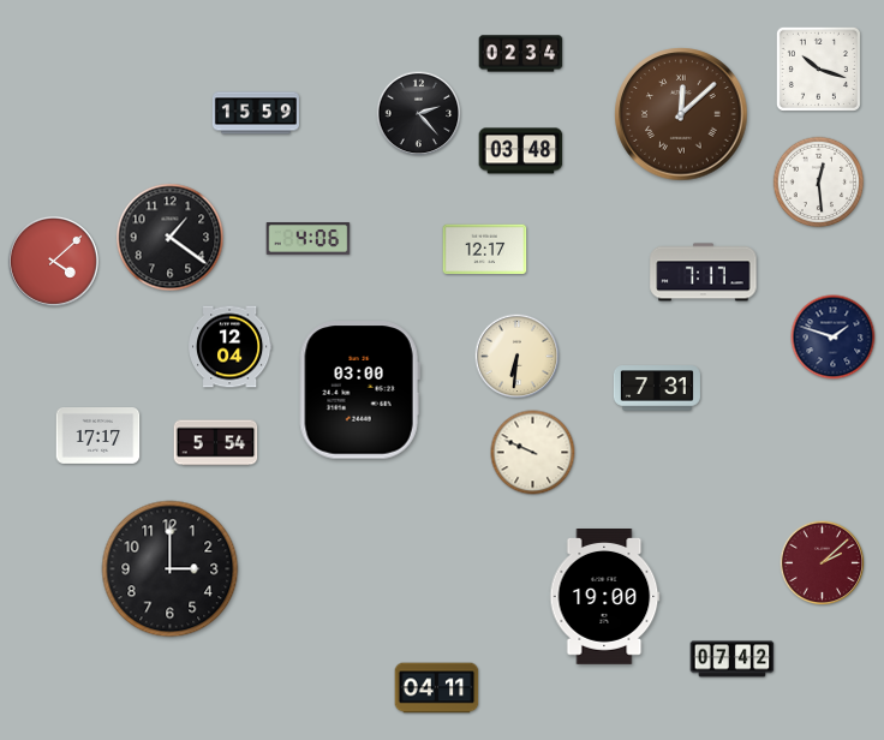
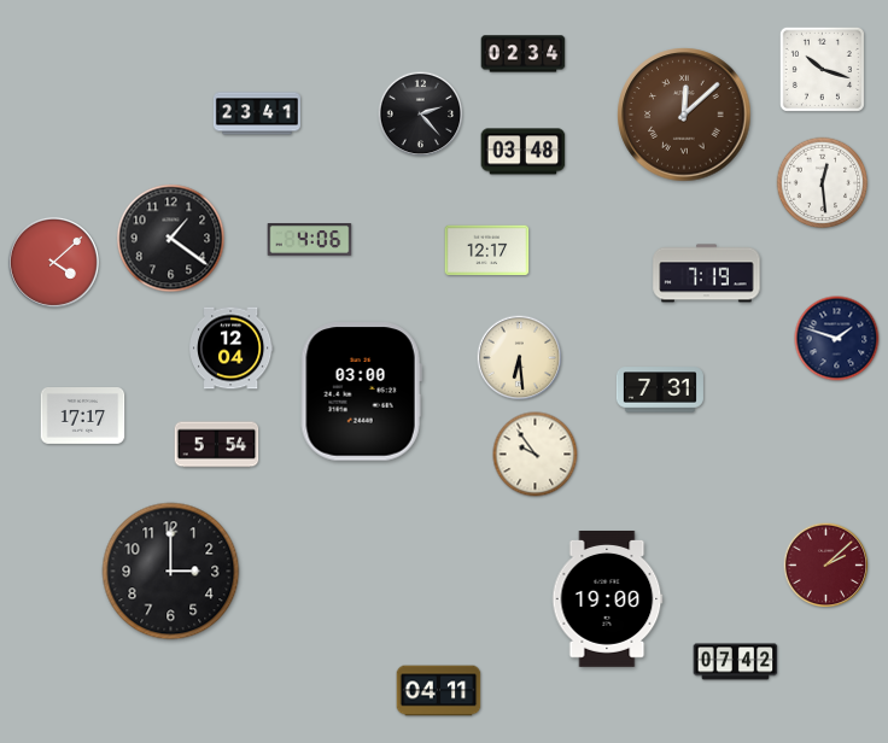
clock at (256, 113): 15:59 -> 23:41
clock at (704, 273): 7:17 -> 7:19
clock at (518, 357): 6:31 -> 6:29
clock at (98, 436) position: (98, 436) -> (83, 416)
clock at (533, 453): 9:49 -> 9:54
